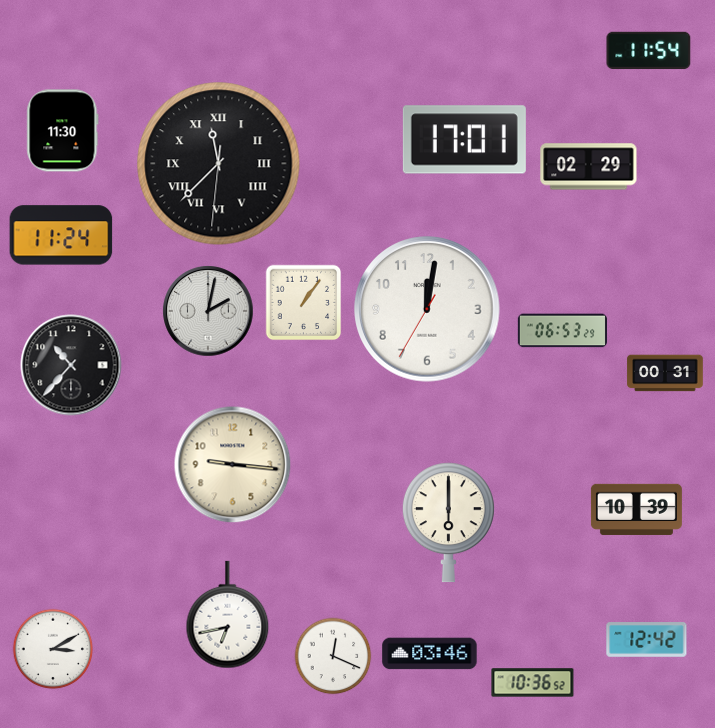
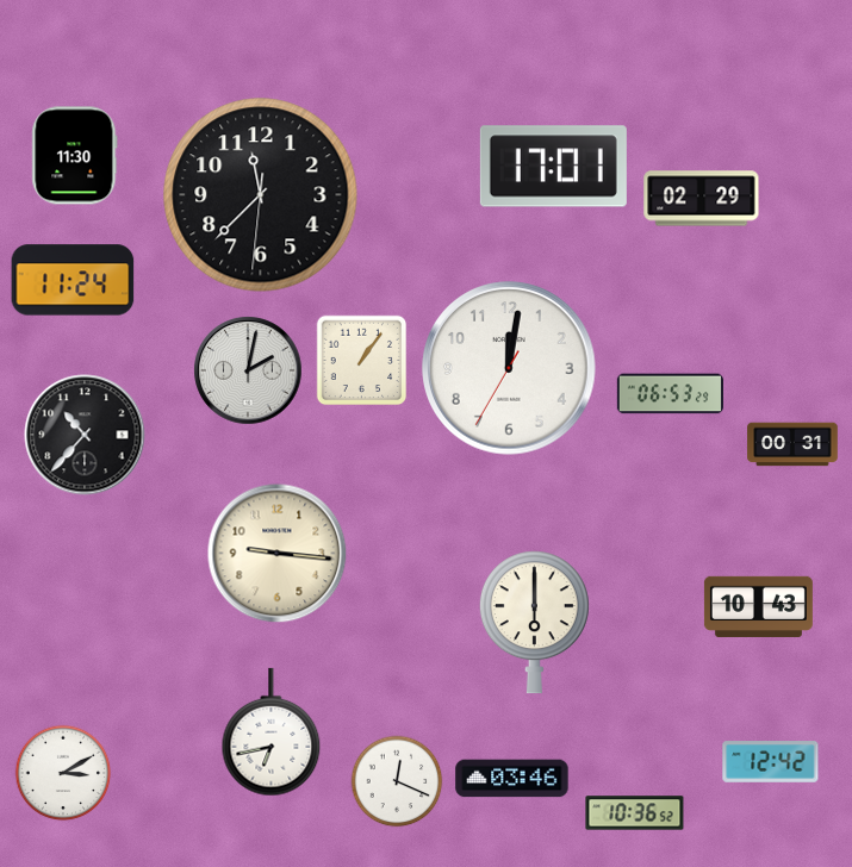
clock at (649, 51): 11:54 -> none
clock at (219, 164) numerals: Roman -> Arabic
clock at (636, 509): 10:39 -> 10:43
